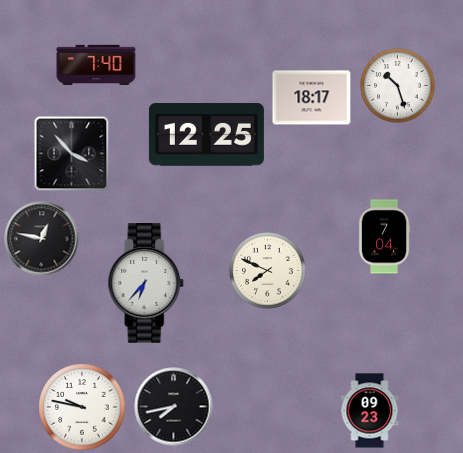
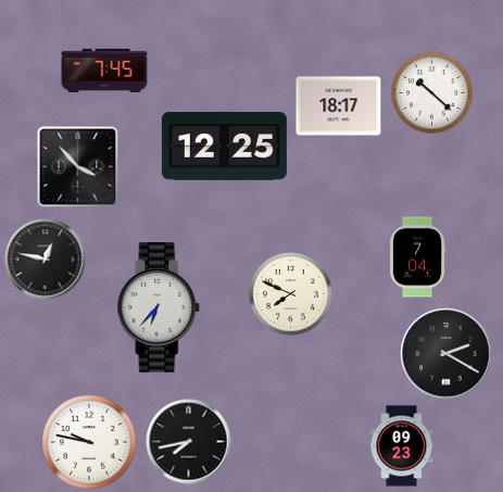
clock at (96, 64): 7:40 -> 7:45
clock at (398, 86): 10:27 -> 10:22
clock at (447, 354): none -> 2:20
